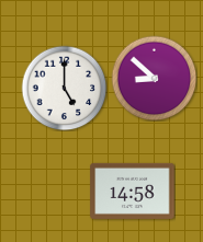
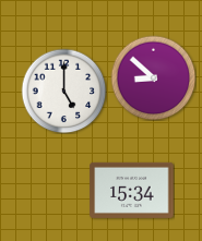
clock at (64, 88) position: (64, 88) -> (63, 91)
clock at (133, 191): 14:58 -> 15:34
